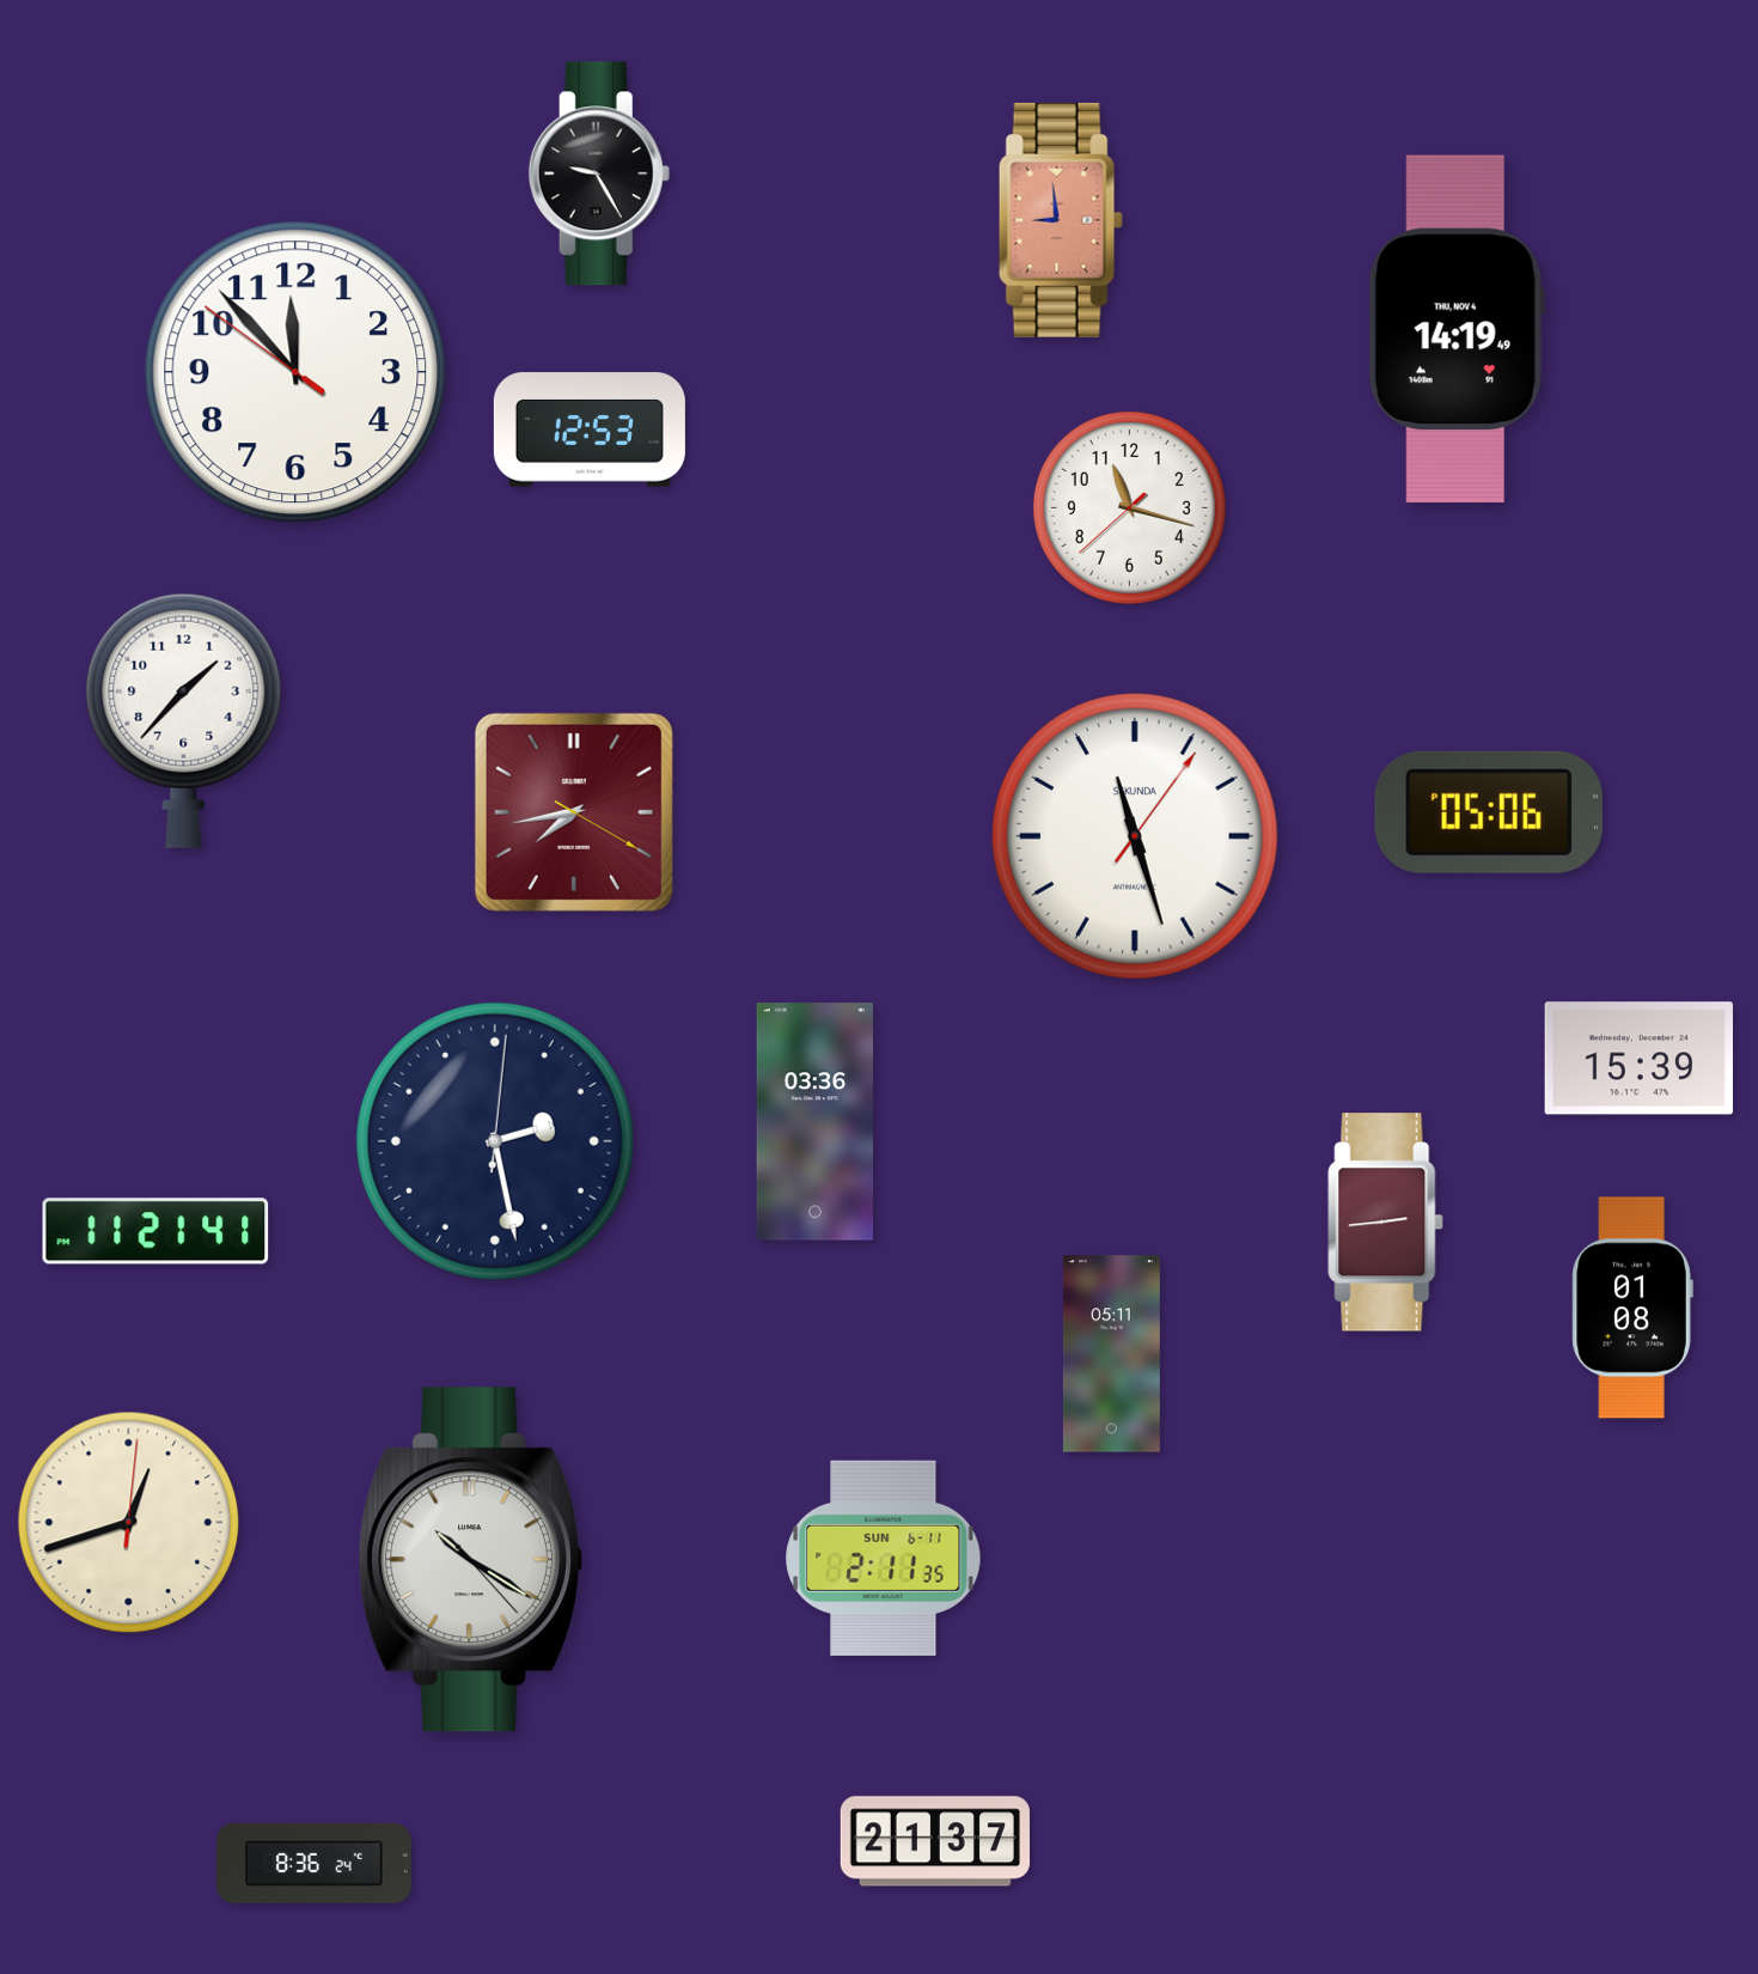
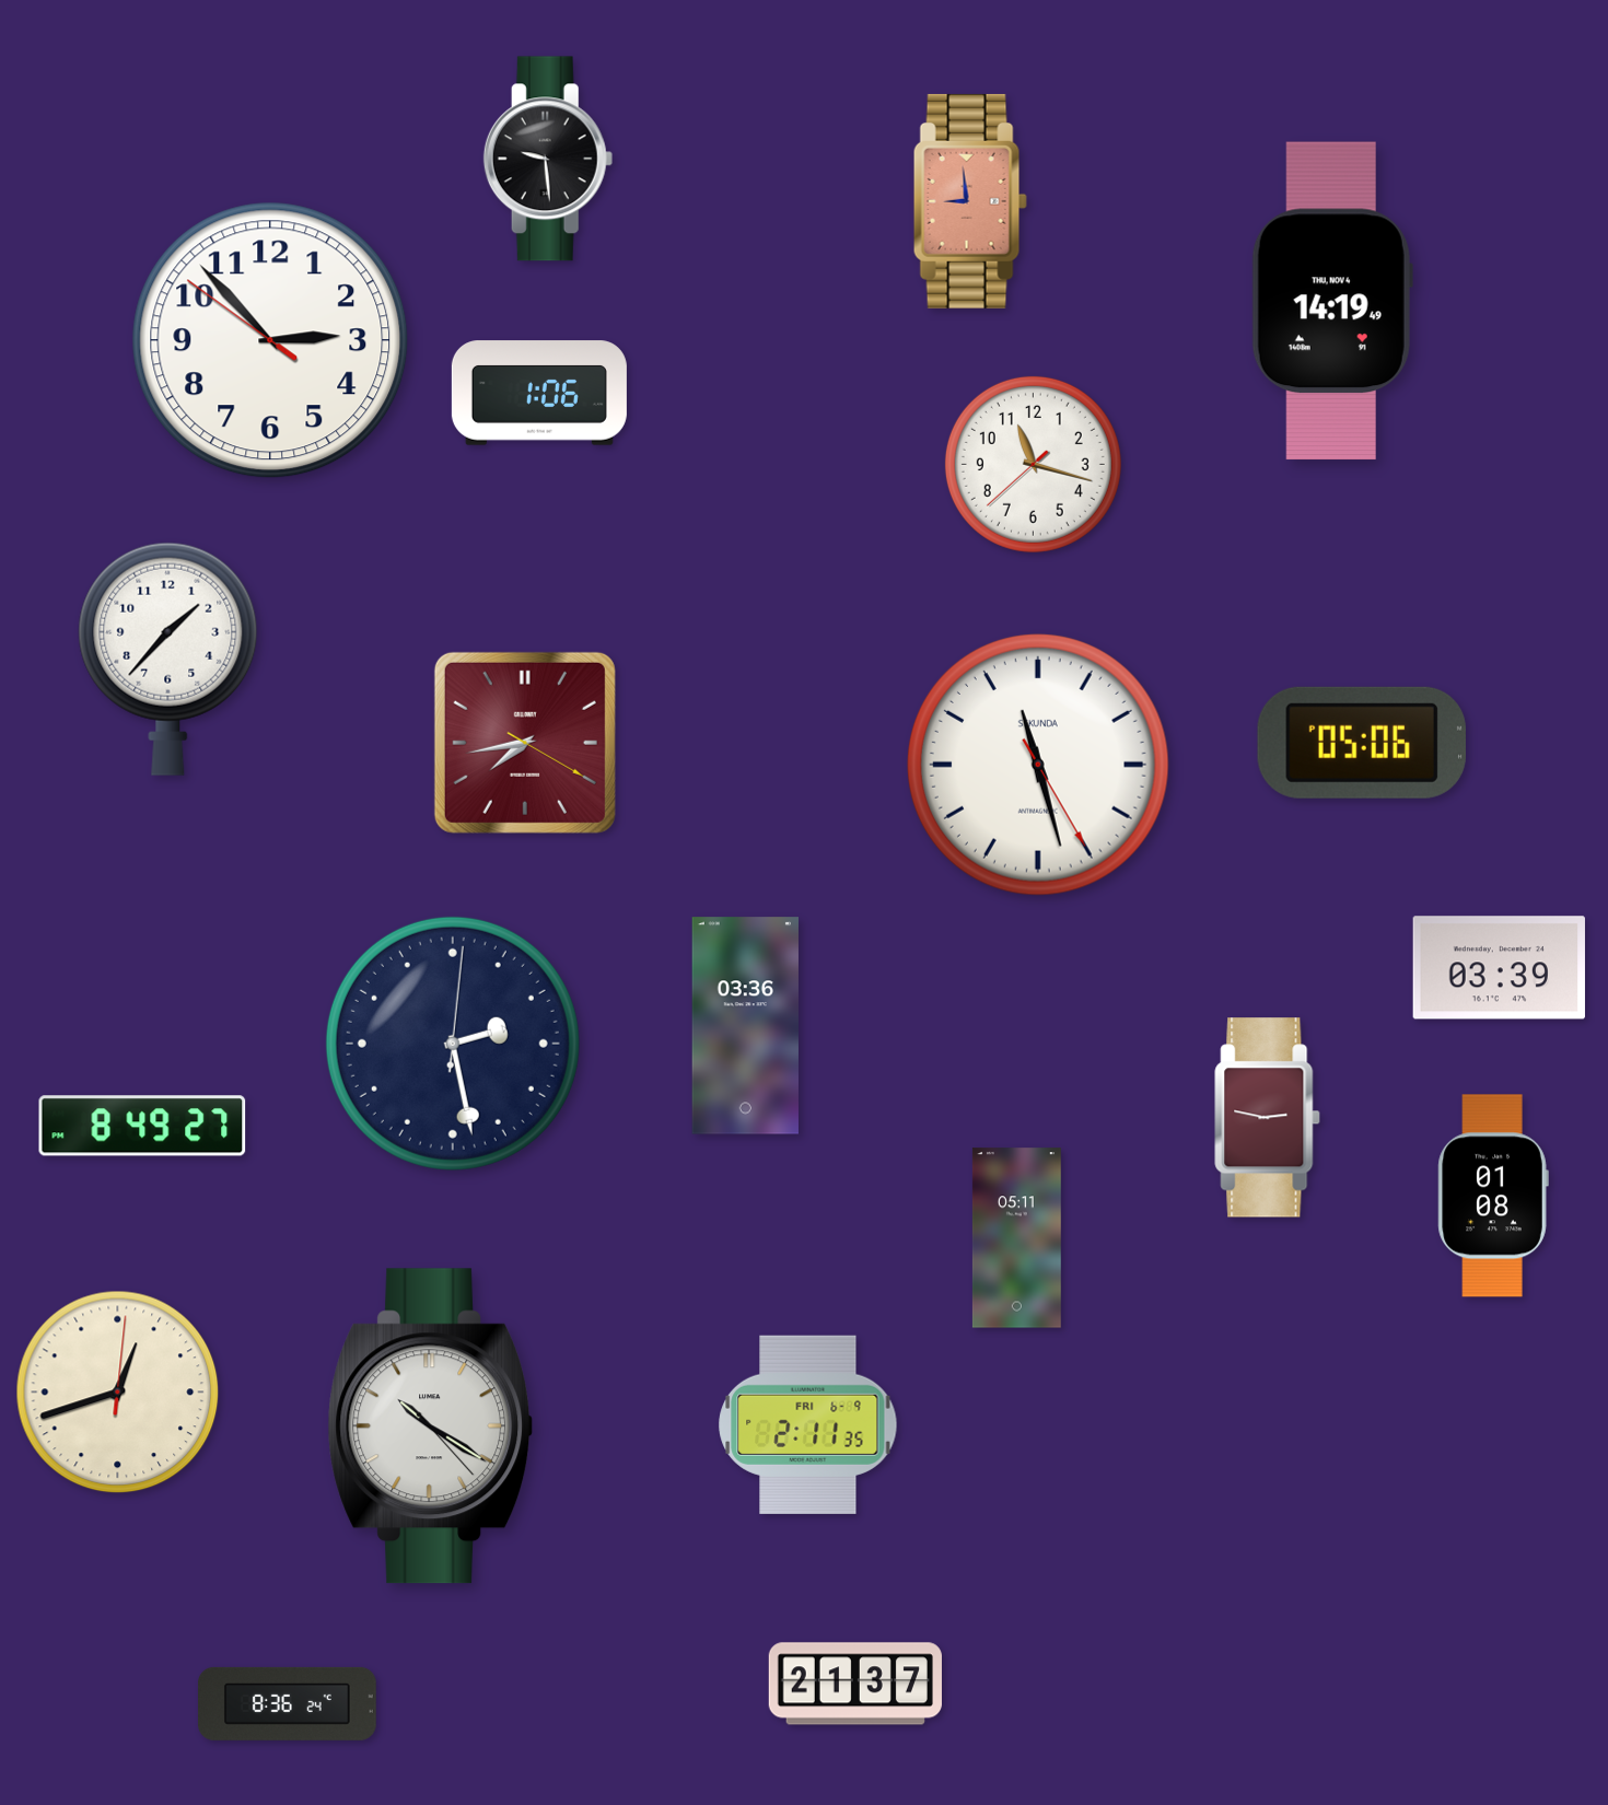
clock at (599, 173): 9:25 -> 9:29
clock at (295, 372): 11:52 -> 2:52
clock at (590, 429): 12:53 -> 1:06
clock at (1135, 836): 11:27:06 -> 11:27:25
clock at (1638, 1059): 15:39 -> 03:39
clock at (1386, 1223): 2:44 -> 2:47
clock at (155, 1231): 11:21 -> 8:49
clock at (884, 1558) date: SUN 6-11 -> FRI 6-9
